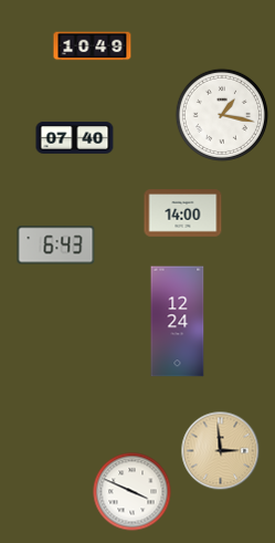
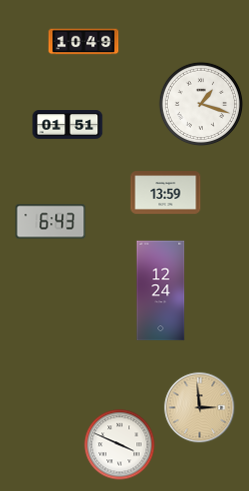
clock at (221, 114): 1:17 -> 1:18
clock at (75, 138): 07:40 -> 01:51
clock at (183, 213): 14:00 -> 13:59
